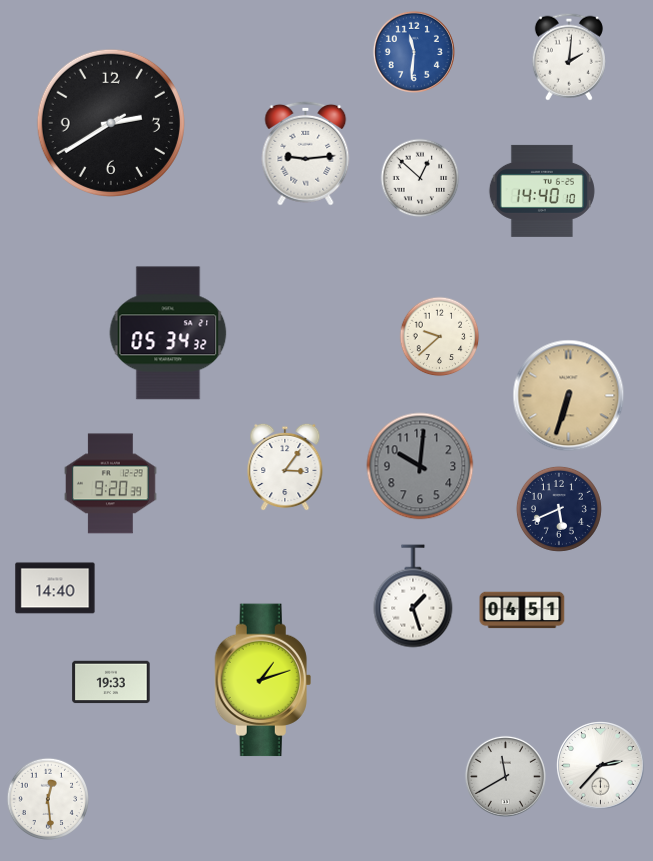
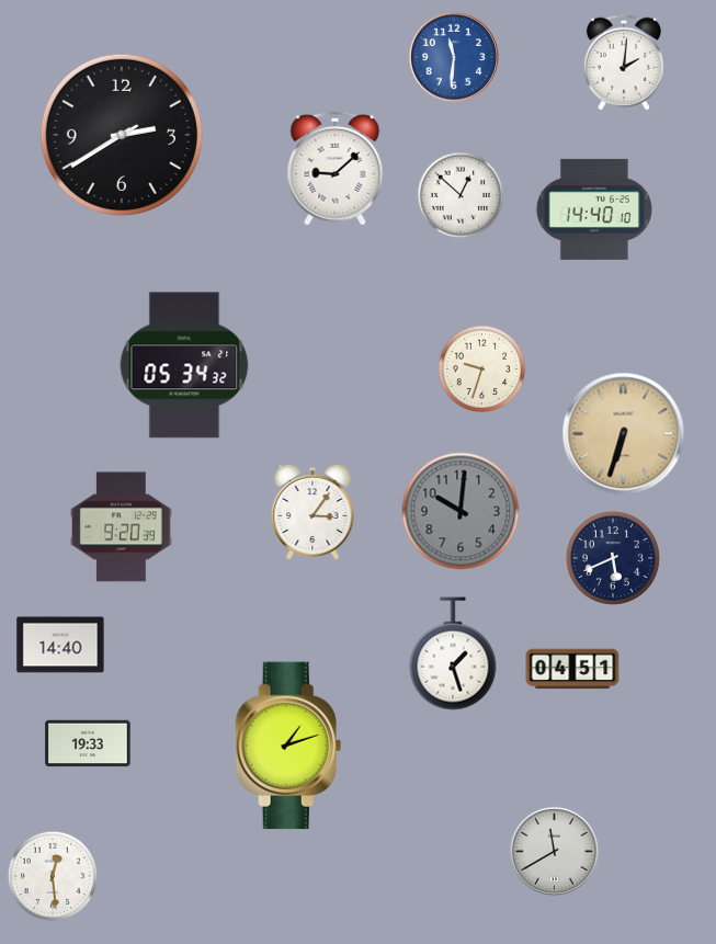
clock at (306, 153): 9:14 -> 9:08
clock at (440, 337): 9:38 -> 9:33
clock at (111, 484) position: (111, 484) -> (122, 527)
clock at (111, 682) position: (111, 682) -> (88, 743)
clock at (601, 766): 2:37 -> none
